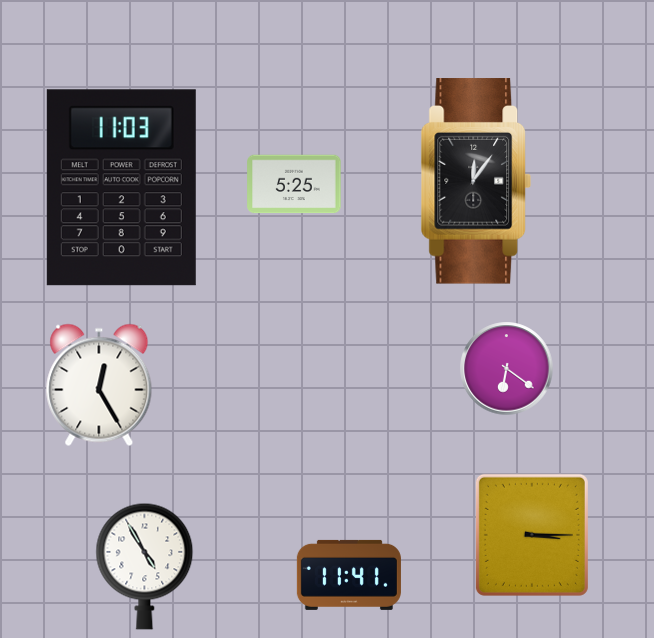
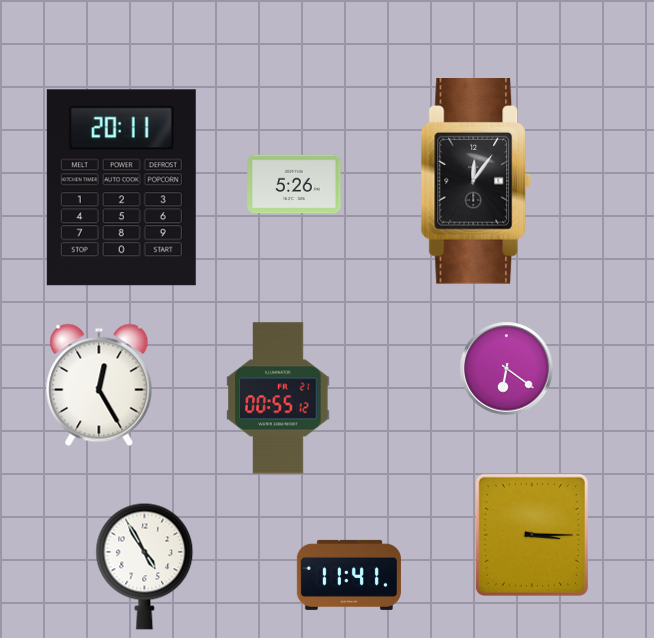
clock at (294, 184): 5:25 -> 5:26
clock at (121, 188): 11:03 -> 20:11
clock at (278, 398): none -> 00:55
